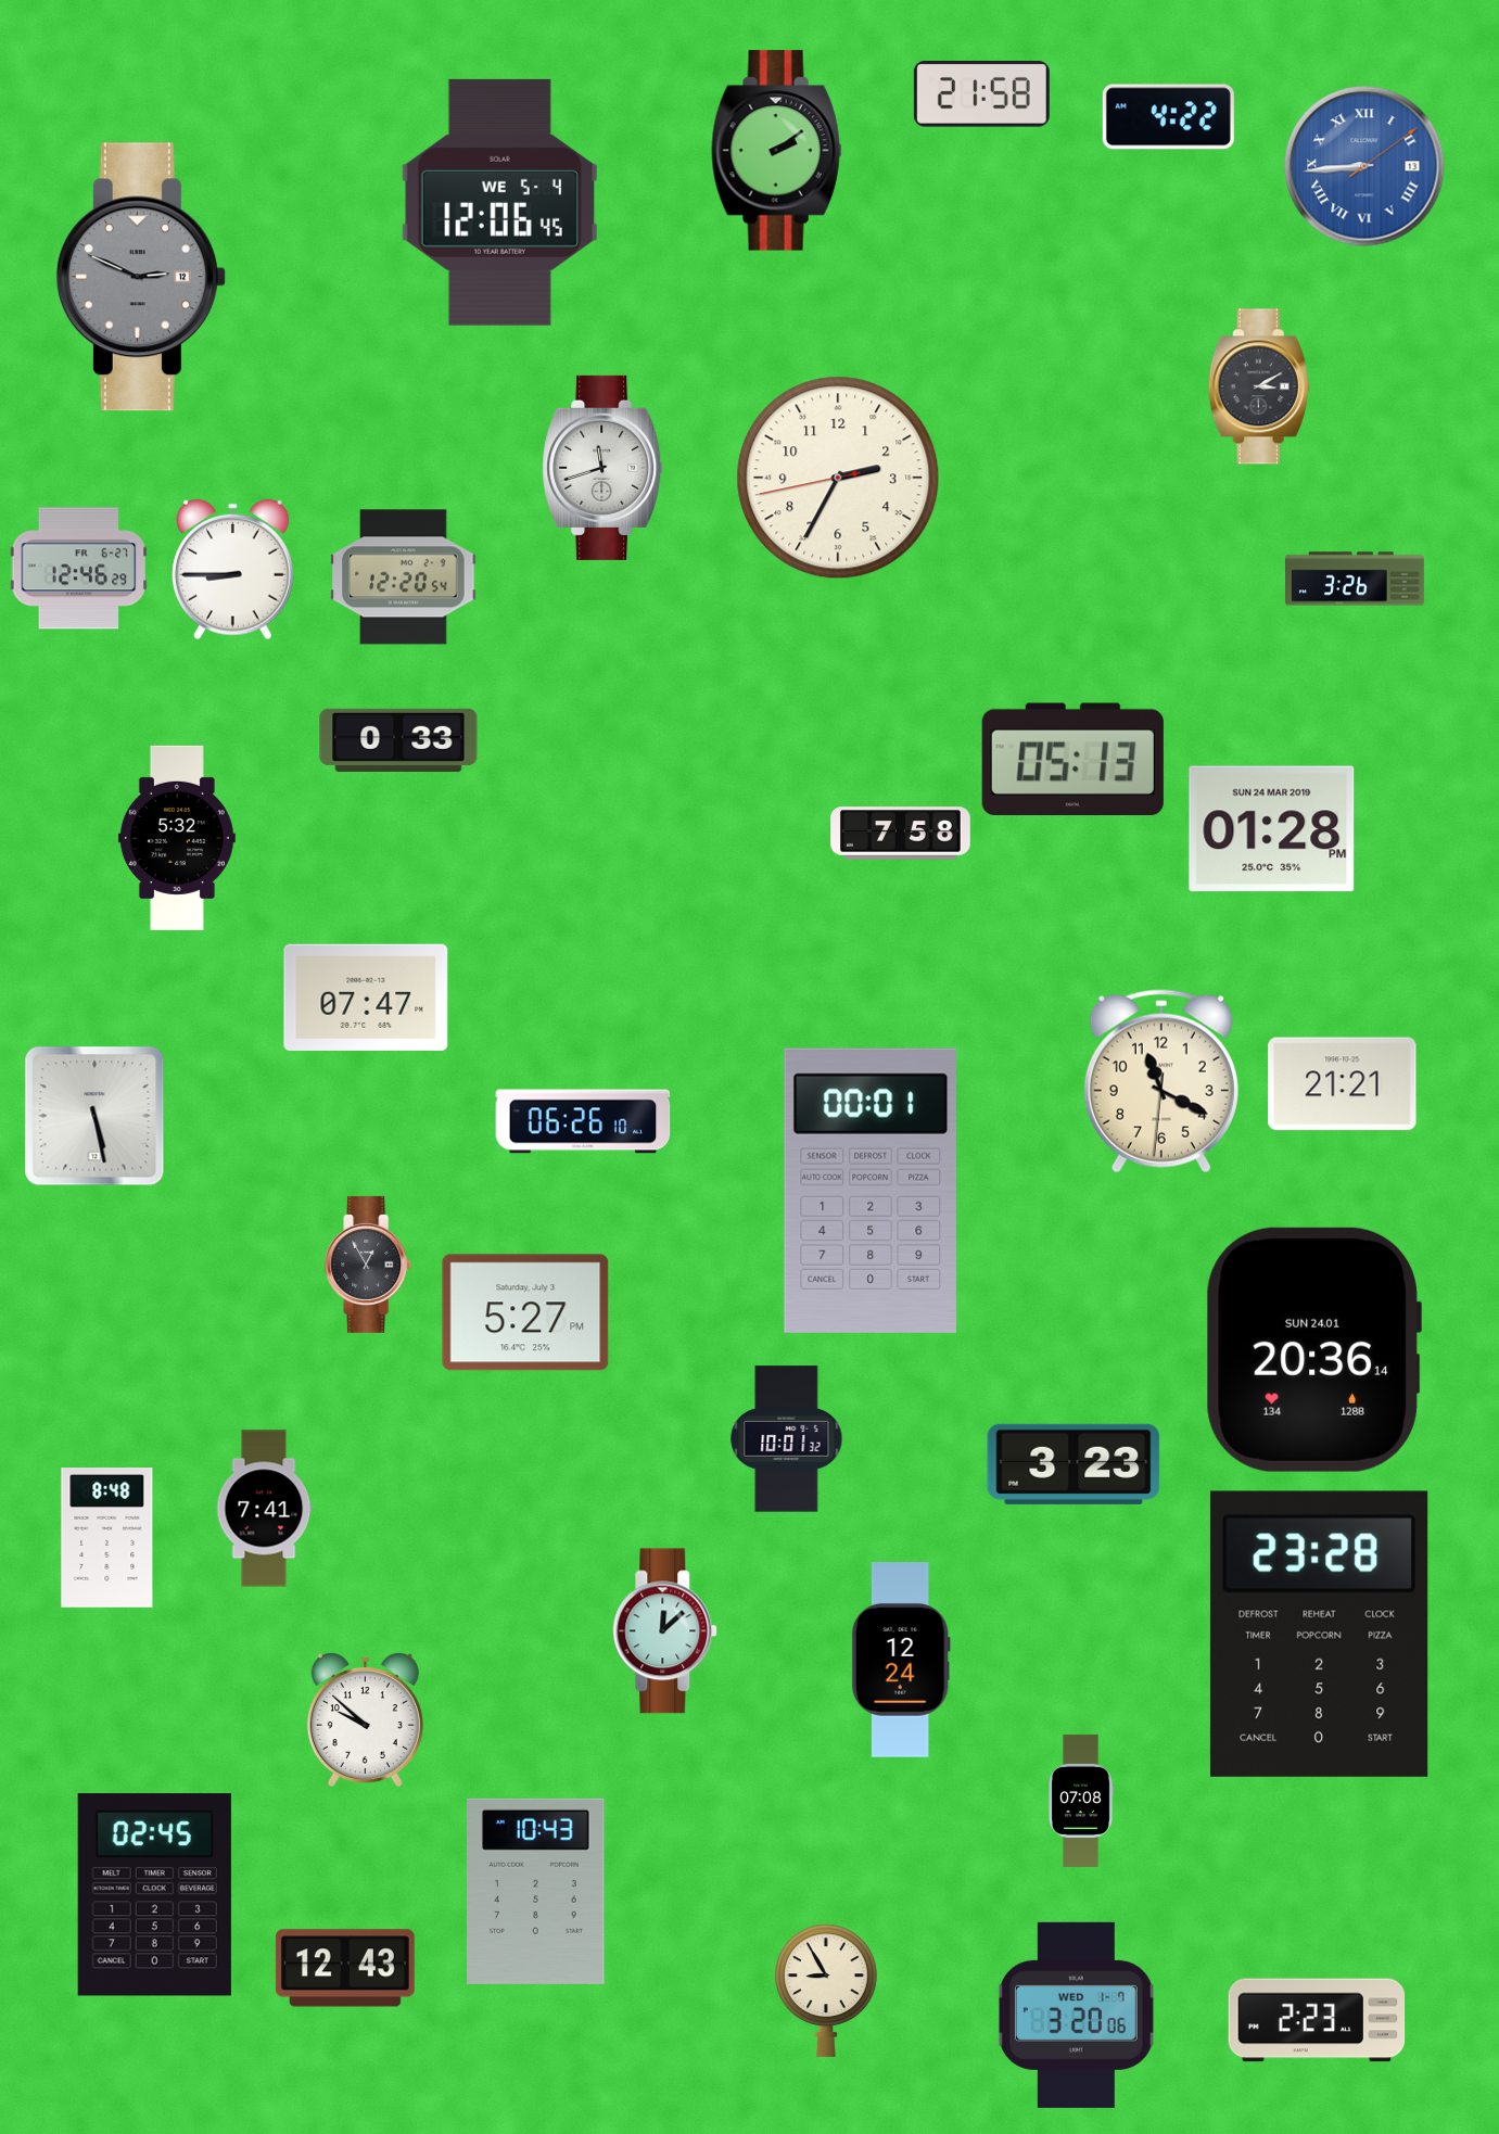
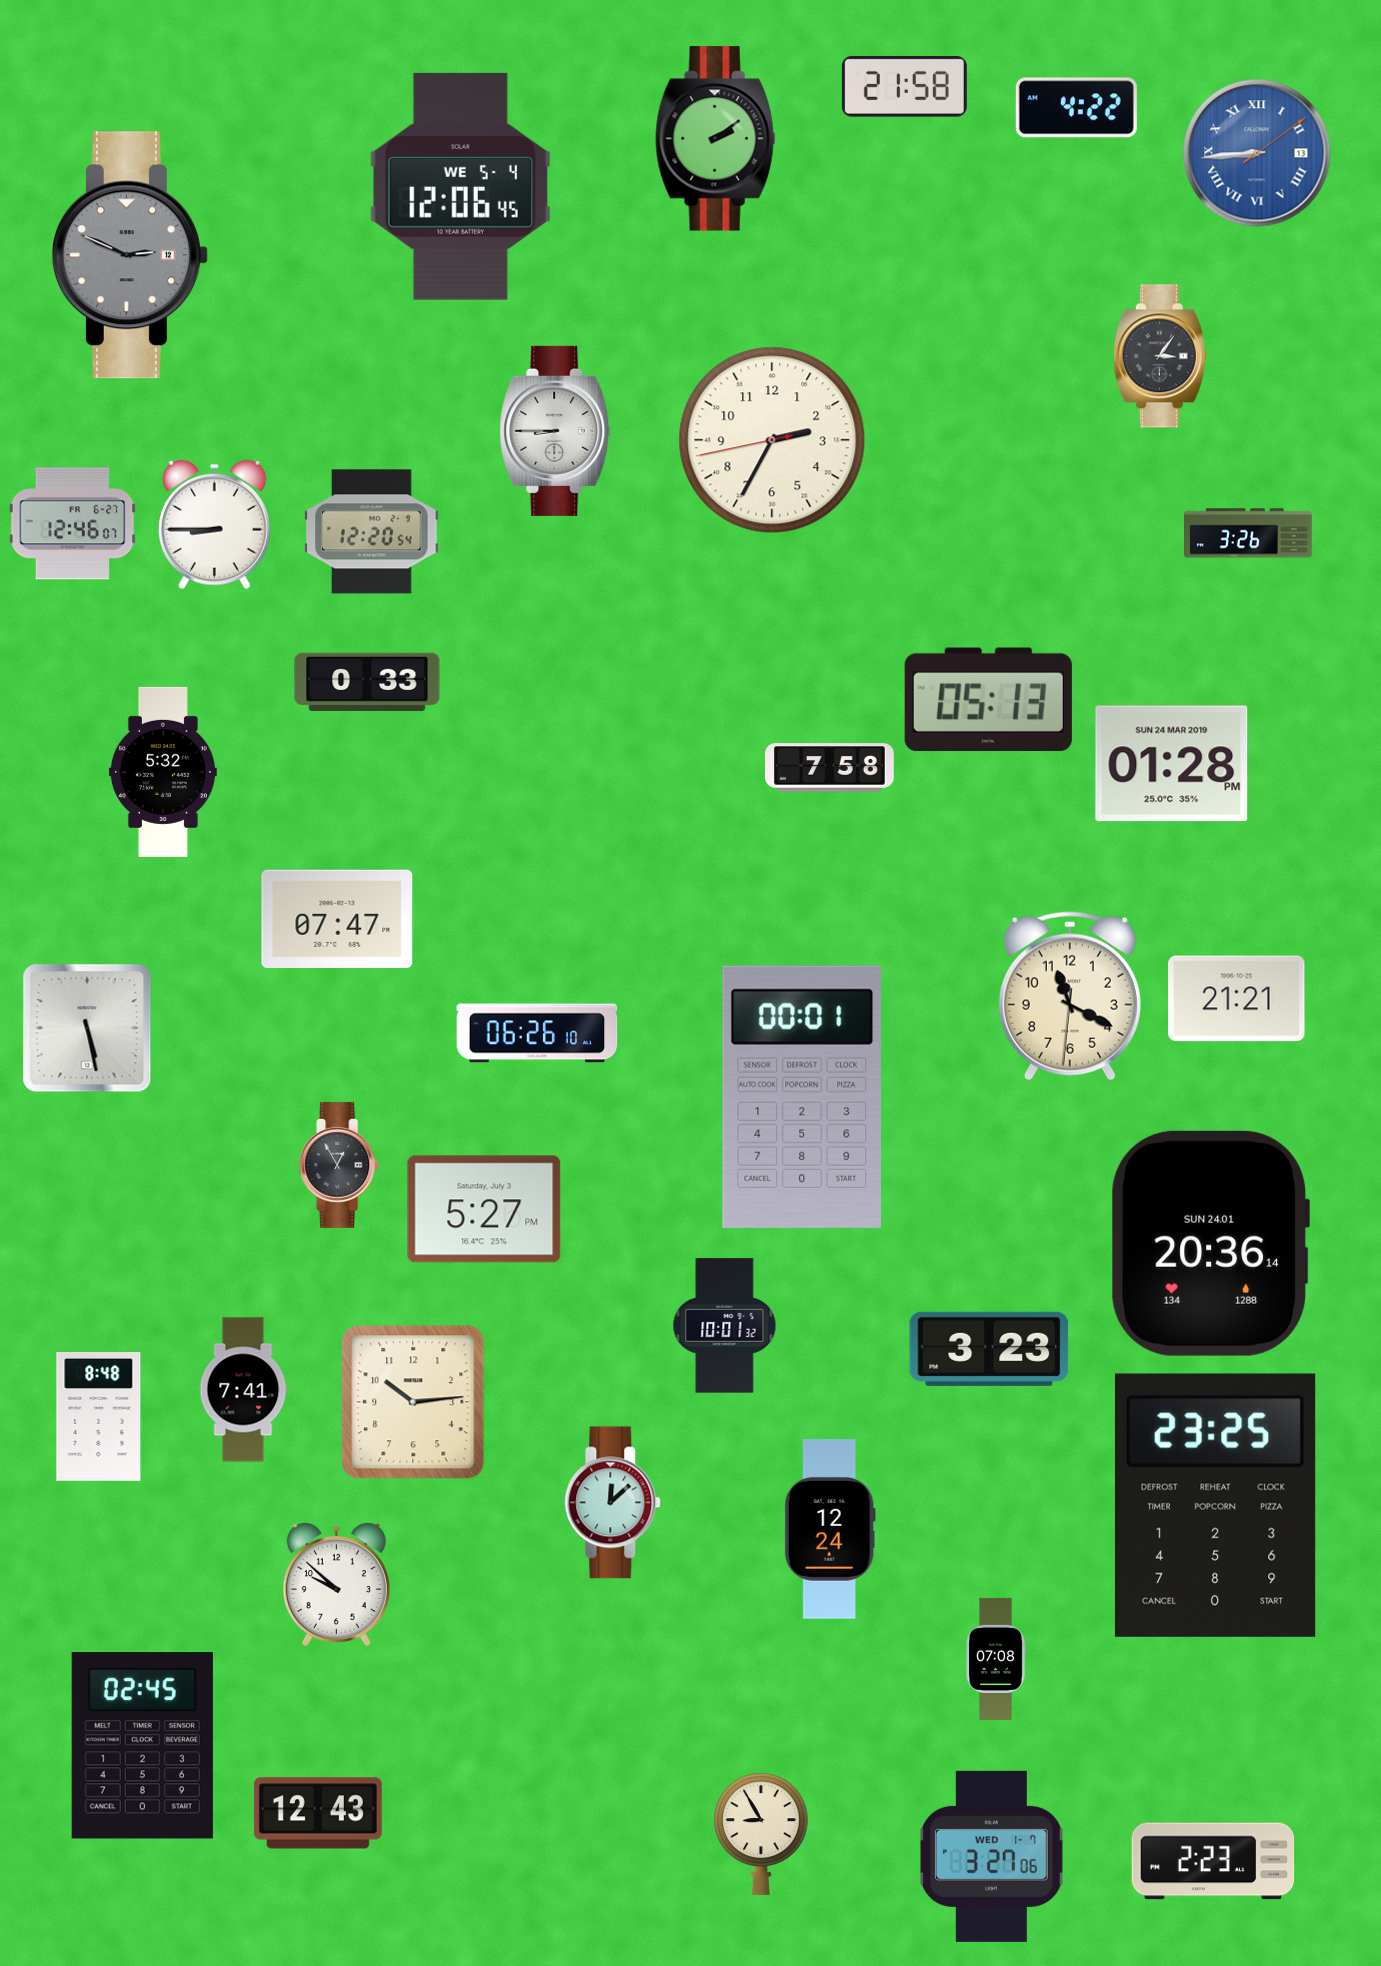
clock at (1259, 386): 3:10 -> 3:06
clock at (602, 468): 11:42 -> 8:45
clock at (79, 569): 12:46:29 -> 12:46:07
clock at (413, 1402): none -> 10:14
clock at (1319, 1634): 23:28 -> 23:25
clock at (536, 1891): 10:43 -> none
clock at (1076, 2015): 3:20 -> 3:27
